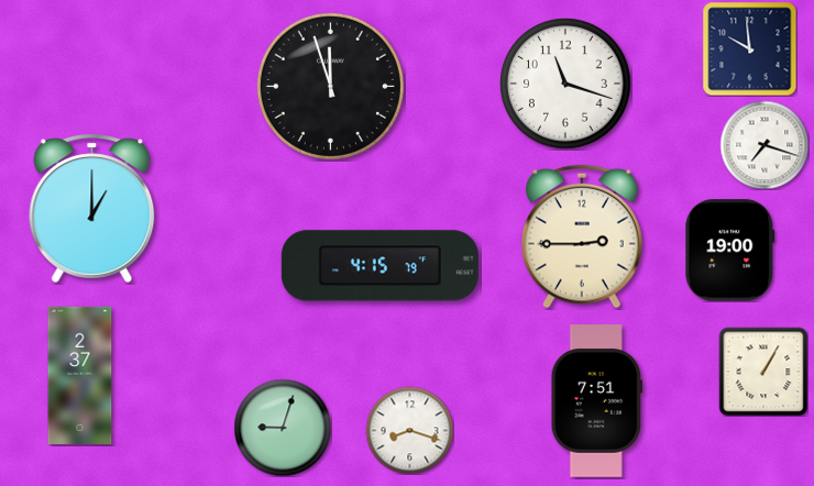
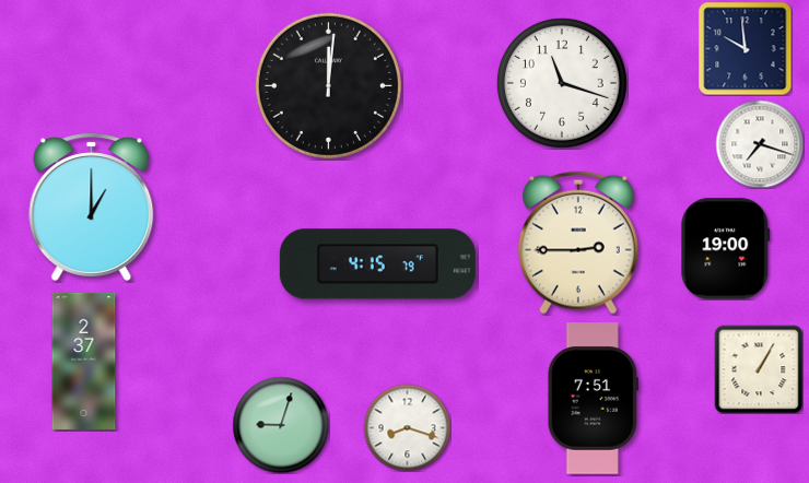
clock at (330, 86): 11:57 -> 12:01
clock at (583, 236) position: (583, 236) -> (579, 243)
clock at (80, 375) position: (80, 375) -> (84, 361)
